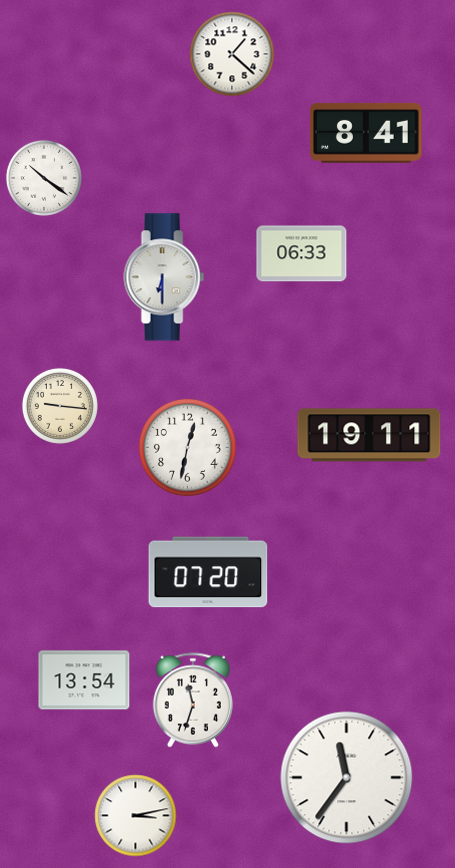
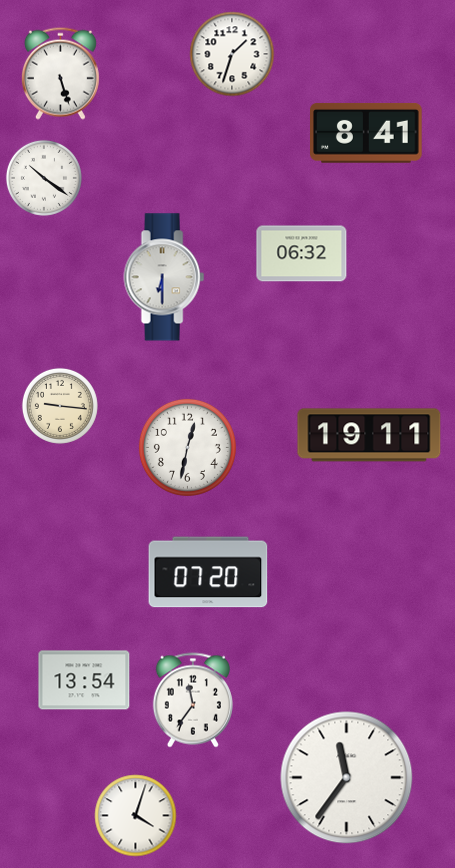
clock at (232, 54): 1:22 -> 1:33
clock at (60, 73): none -> 5:27
clock at (302, 254): 06:33 -> 06:32
clock at (193, 700): 11:33 -> 11:36
clock at (136, 816): 3:13 -> 4:03
